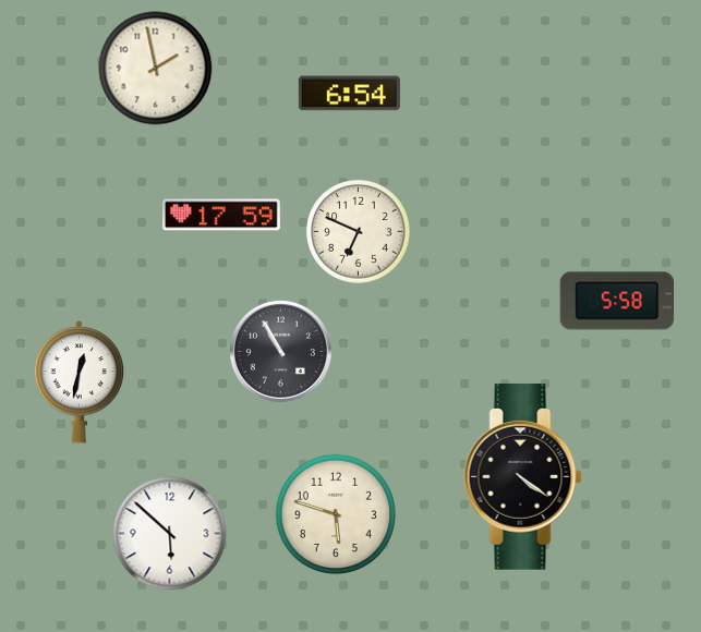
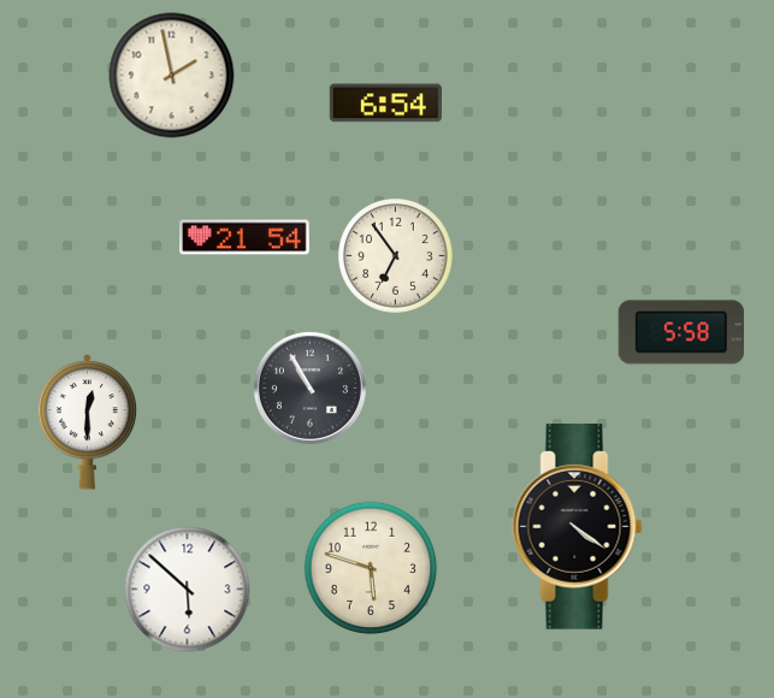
clock at (222, 215): 17:59 -> 21:54
clock at (359, 232): 6:49 -> 6:54
clock at (80, 382): 12:32 -> 12:30
